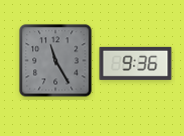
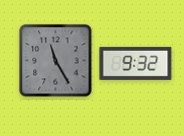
clock at (136, 63): 9:36 -> 9:32
